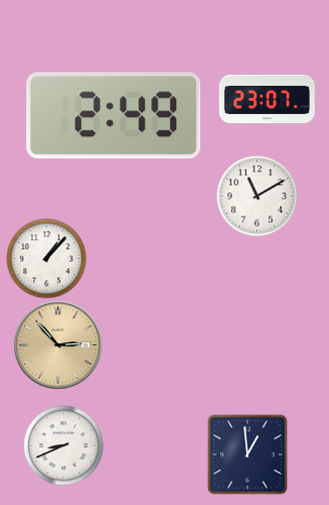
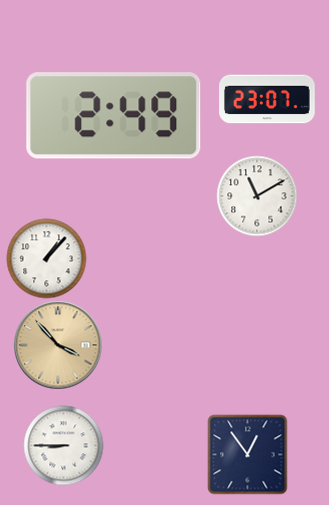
clock at (58, 345): 2:53 -> 3:53
clock at (63, 445): 8:41 -> 8:45
clock at (247, 454): 12:59 -> 12:54
